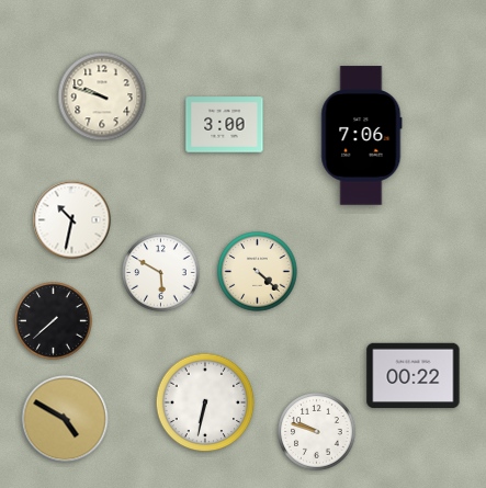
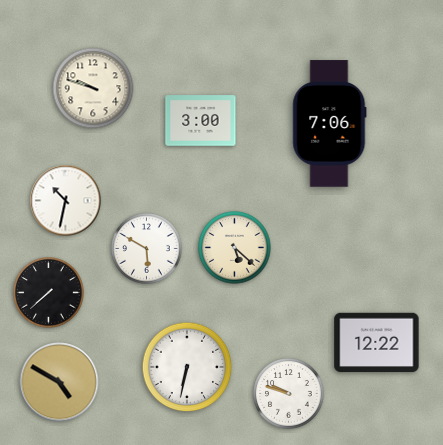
clock at (225, 125) position: (225, 125) -> (201, 121)
clock at (258, 272): 4:22 -> 5:22
clock at (414, 376): 00:22 -> 12:22
